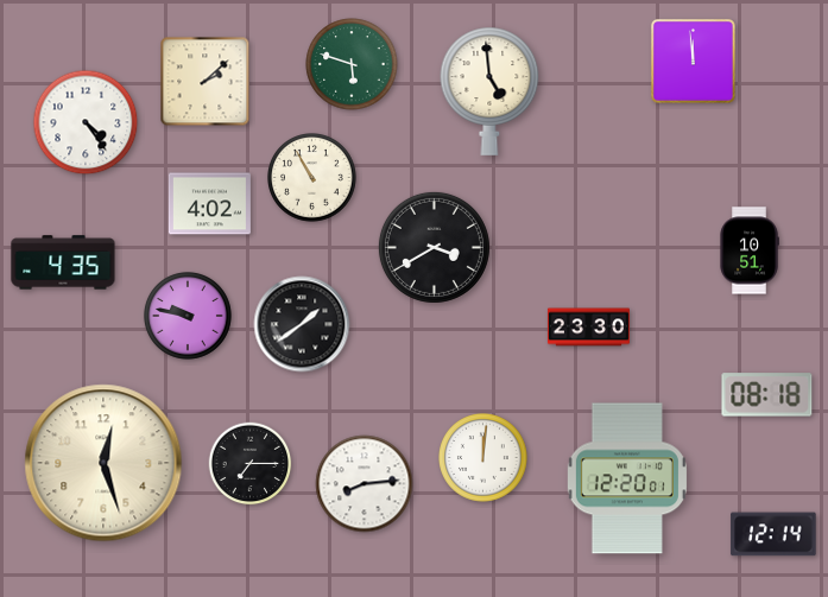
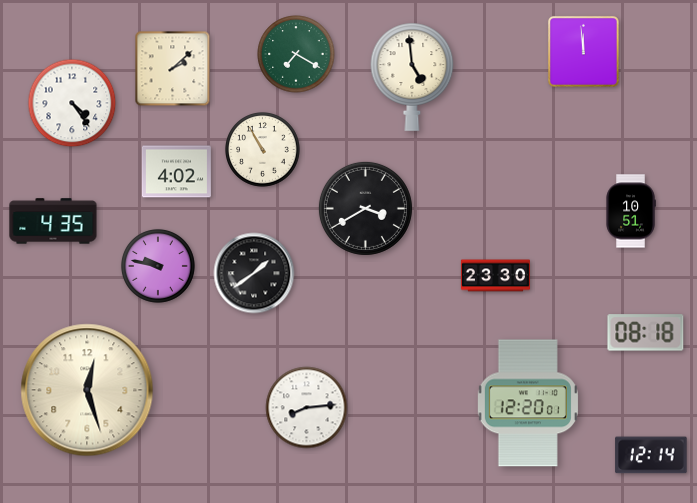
clock at (352, 64): 5:48 -> 7:20
clock at (483, 458): 12:01 -> none
clock at (251, 464): 7:15 -> none
clock at (773, 534) position: (773, 534) -> (651, 455)
